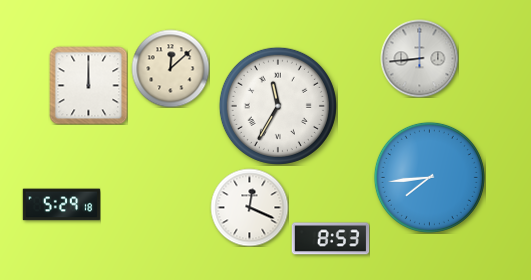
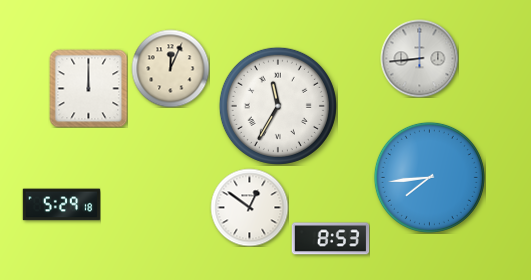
clock at (170, 68): 12:08 -> 12:04
clock at (88, 85) position: (88, 85) -> (88, 88)
clock at (249, 207): 12:19 -> 12:51
